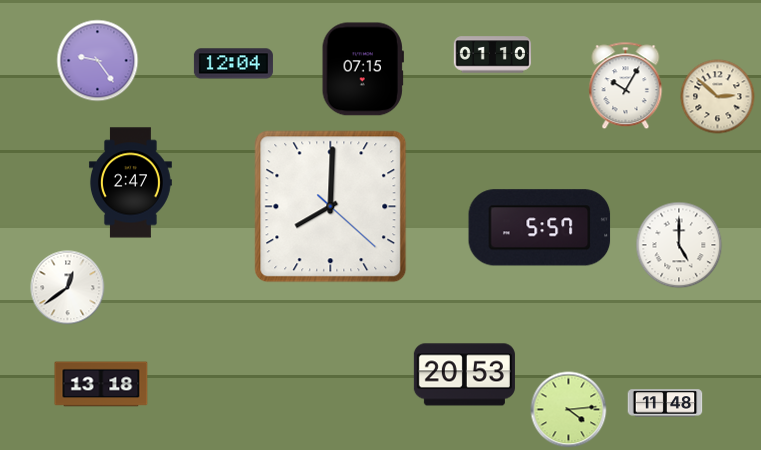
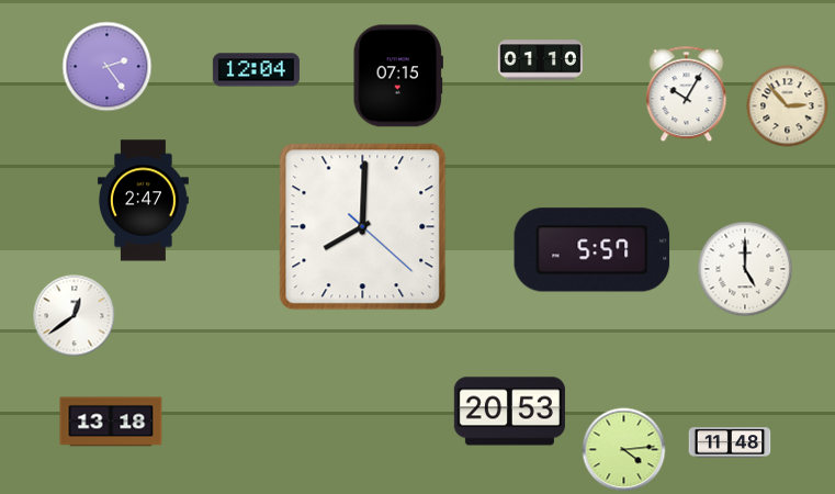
clock at (98, 61): 9:24 -> 2:24
clock at (718, 97): 2:52 -> 2:53
